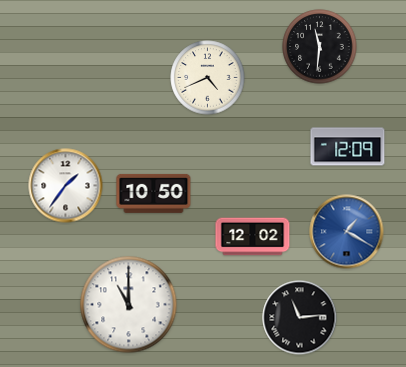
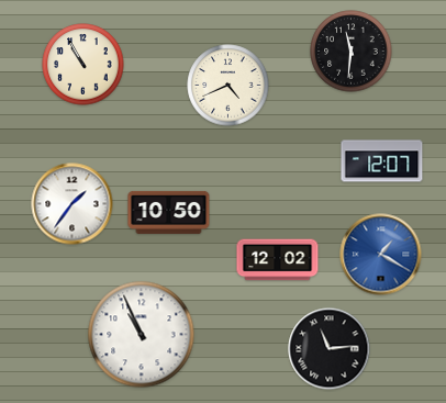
clock at (83, 65): none -> 10:55
clock at (348, 147): 12:09 -> 12:07
clock at (129, 305): 11:00 -> 10:56
